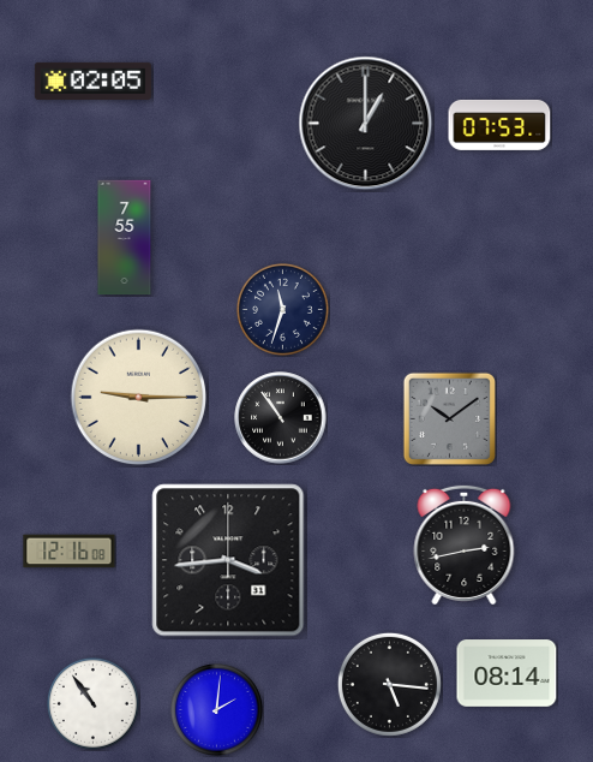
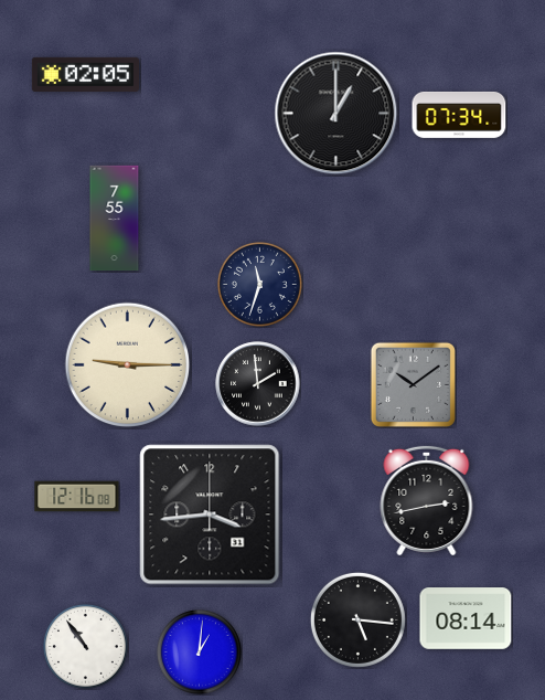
clock at (499, 125): 07:53 -> 07:34
clock at (281, 418): 10:54 -> 1:59
clock at (70, 552) position: (70, 552) -> (77, 497)
clock at (389, 684) position: (389, 684) -> (357, 619)
clock at (216, 709): 2:01 -> 1:01
